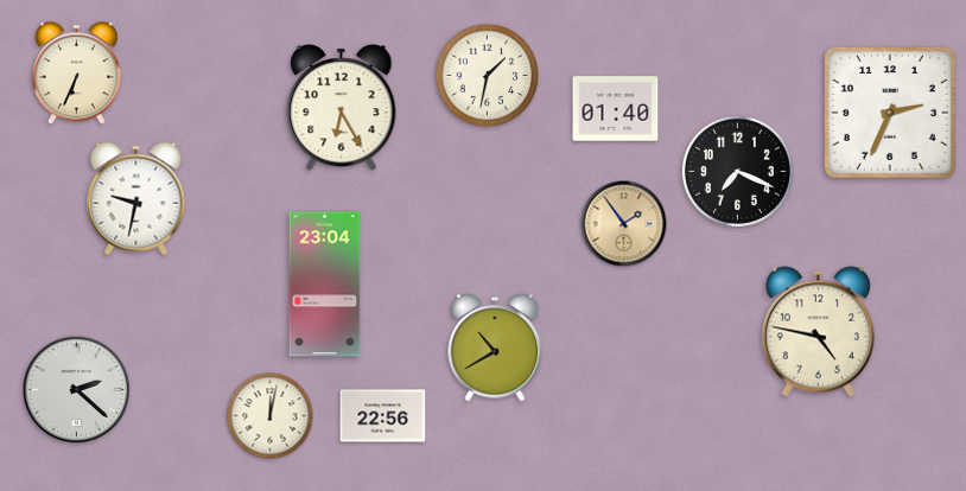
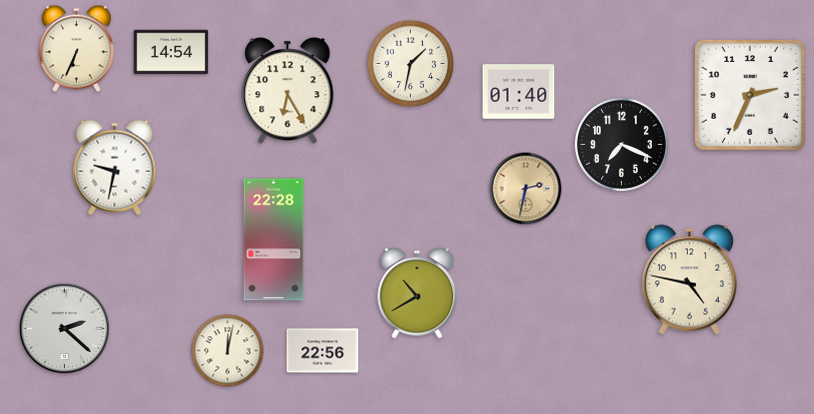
clock at (171, 52): none -> 14:54
clock at (77, 74) position: (77, 74) -> (77, 49)
clock at (624, 224): 1:54 -> 2:32
clock at (325, 285): 23:04 -> 22:28
